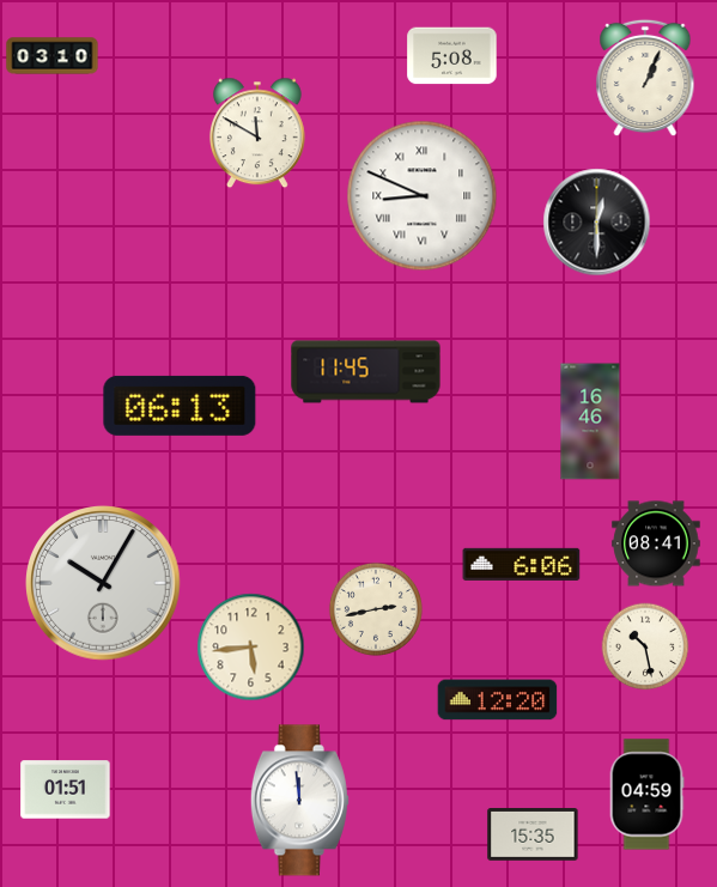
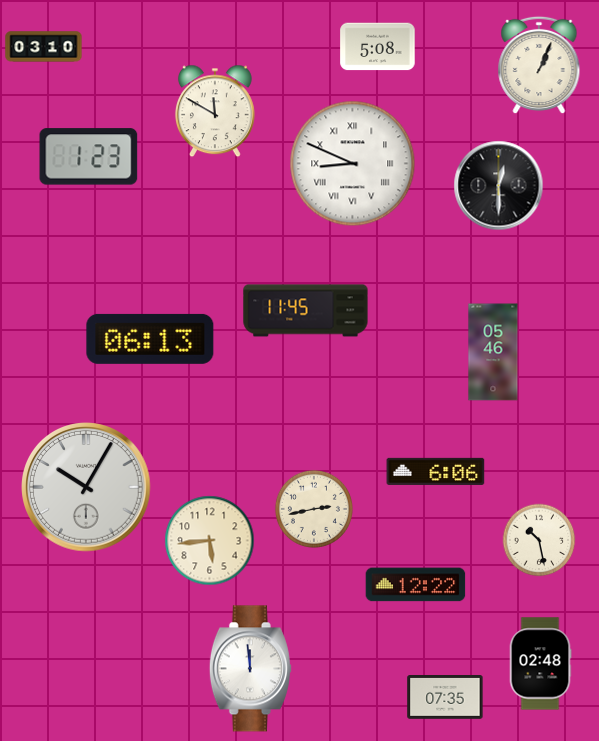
clock at (89, 157): none -> 1:23
clock at (590, 421): 16:46 -> 05:46
clock at (656, 543): 08:41 -> none
clock at (498, 700): 12:20 -> 12:22
clock at (66, 790): 01:51 -> none
clock at (646, 795): 04:59 -> 02:48
clock at (533, 836): 15:35 -> 07:35
